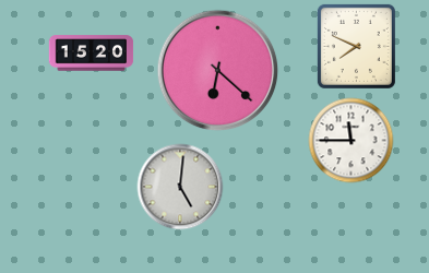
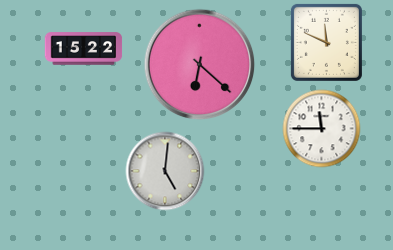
clock at (356, 46): 7:49 -> 11:49
clock at (91, 54): 15:20 -> 15:22
